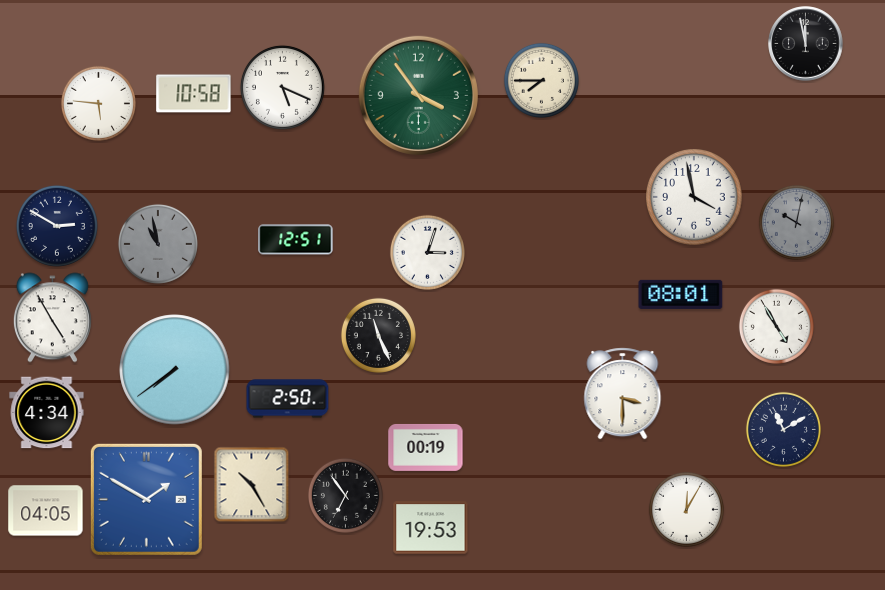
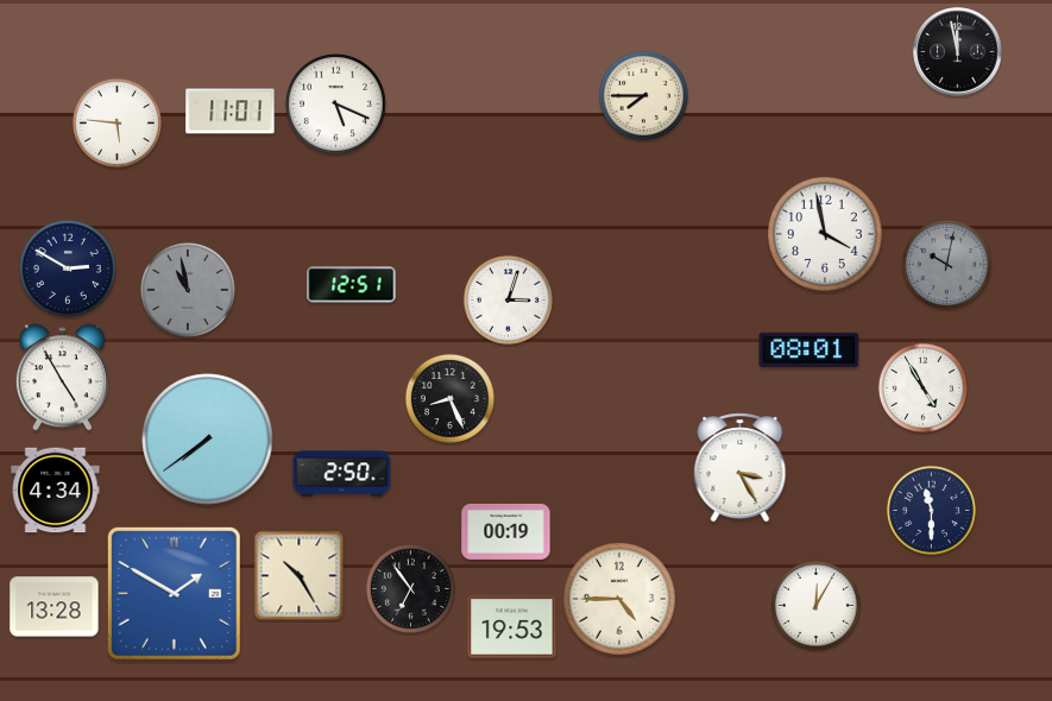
clock at (194, 94): 10:58 -> 11:01
clock at (418, 95): 3:54 -> none
clock at (378, 335): 11:26 -> 8:26
clock at (623, 394): 3:30 -> 3:25
clock at (783, 429): 11:10 -> 11:30
clock at (621, 600): none -> 4:45
clock at (46, 511): 04:05 -> 13:28
